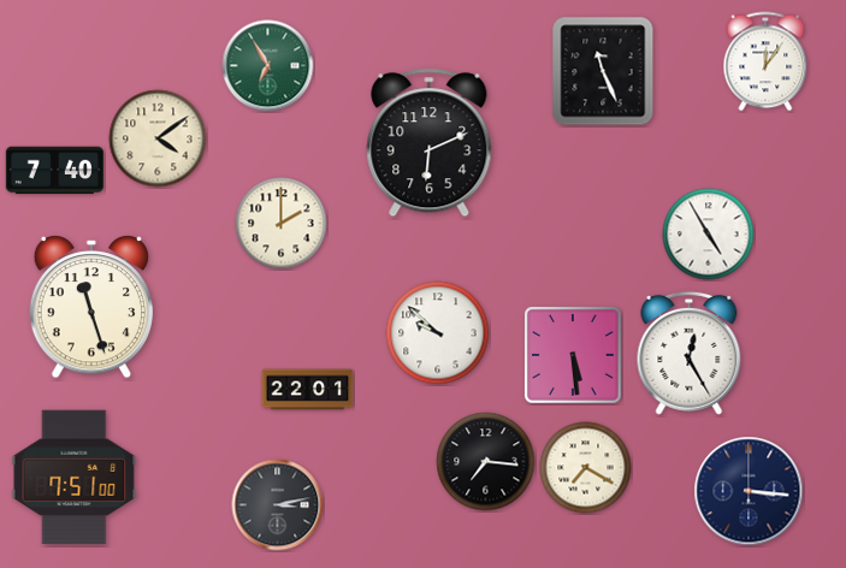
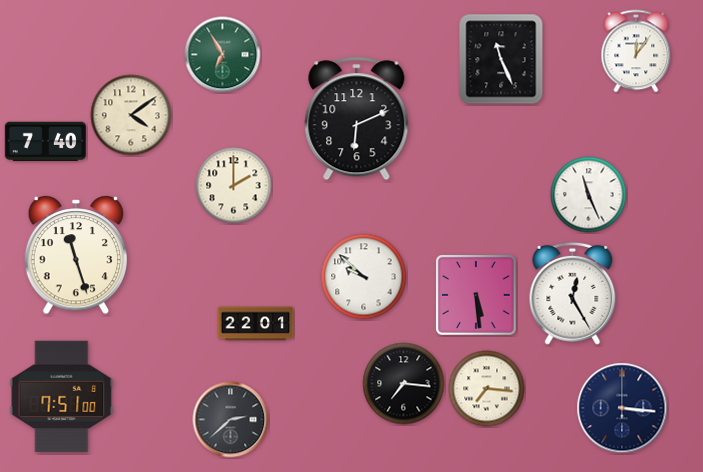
clock at (709, 235): 4:55 -> 11:26
clock at (586, 468): 7:20 -> 7:16
clock at (278, 505): 3:13 -> 2:38
